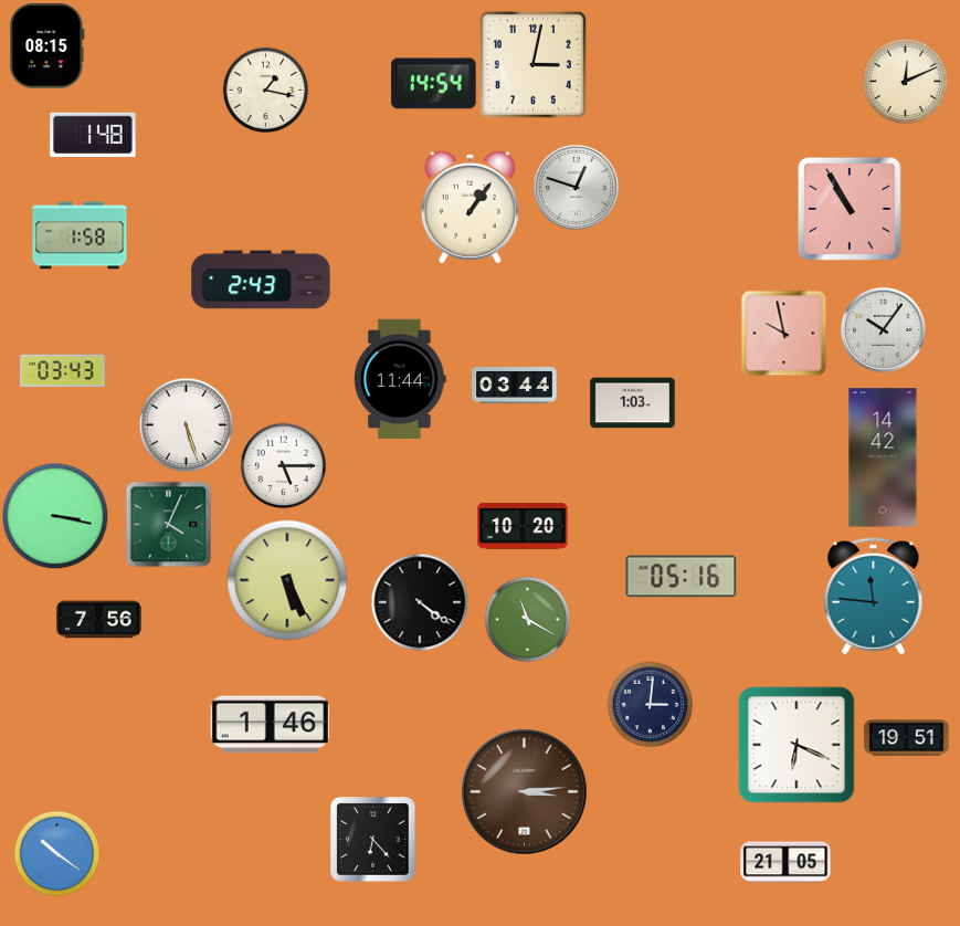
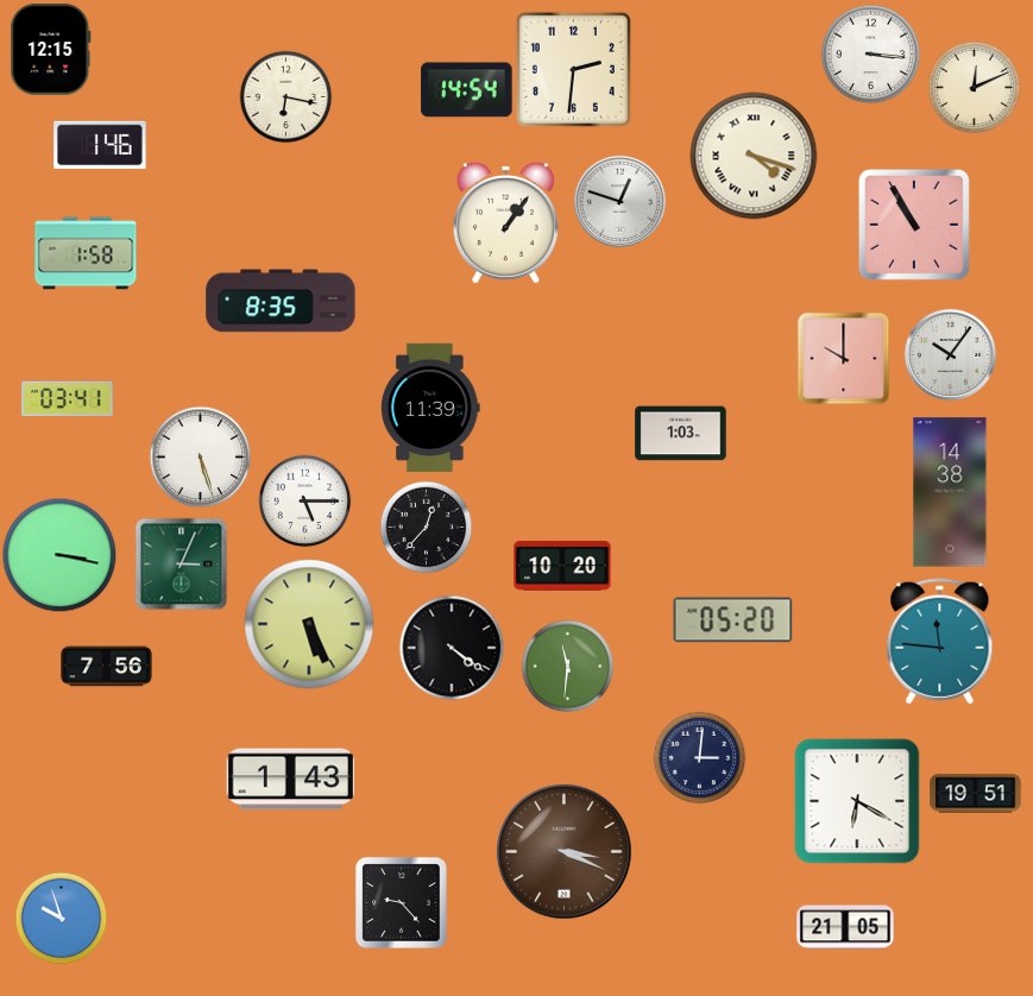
clock at (48, 46): 08:15 -> 12:15
clock at (870, 53): none -> 3:16
clock at (532, 64): 3:02 -> 2:31
clock at (265, 90): 1:17 -> 6:17
clock at (93, 134): 1:48 -> 1:46
clock at (754, 156): none -> 4:18
clock at (261, 280): 2:43 -> 8:35
clock at (783, 333): 9:58 -> 10:00
clock at (63, 370): 03:43 -> 03:41
clock at (400, 379): 11:44 -> 11:39
clock at (515, 385): 03:44 -> none
clock at (883, 457): 14:42 -> 14:38
clock at (426, 527): none -> 12:37
clock at (168, 524): 4:04 -> 3:04
clock at (682, 577): 05:16 -> 05:20
clock at (527, 619): 11:20 -> 11:31
clock at (270, 725): 1:46 -> 1:43
clock at (797, 745): 6:19 -> 6:20
clock at (525, 792): 3:14 -> 3:19
clock at (373, 840): 6:23 -> 9:23
clock at (56, 853): 10:21 -> 9:57
